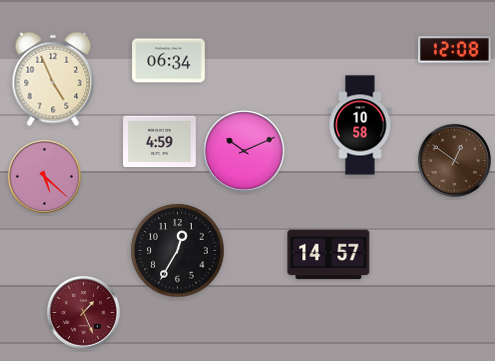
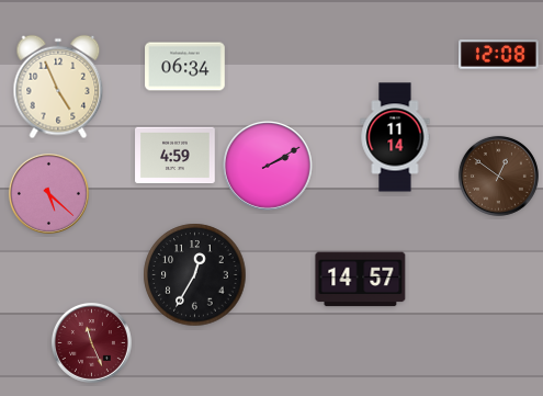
clock at (360, 125): 10:58 -> 11:14
clock at (245, 152): 10:11 -> 2:10
clock at (83, 312): 1:26 -> 11:26
